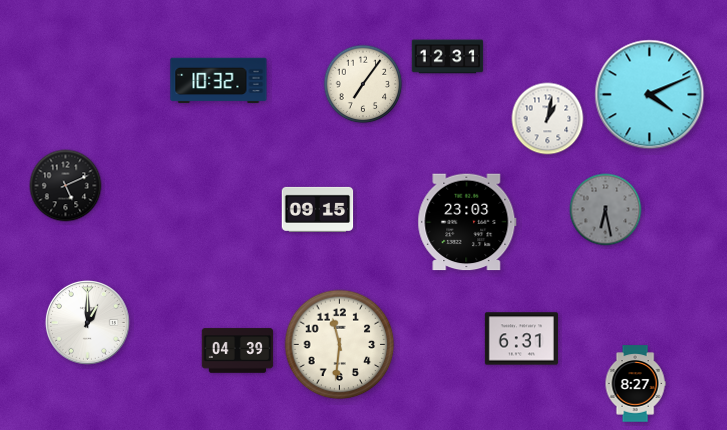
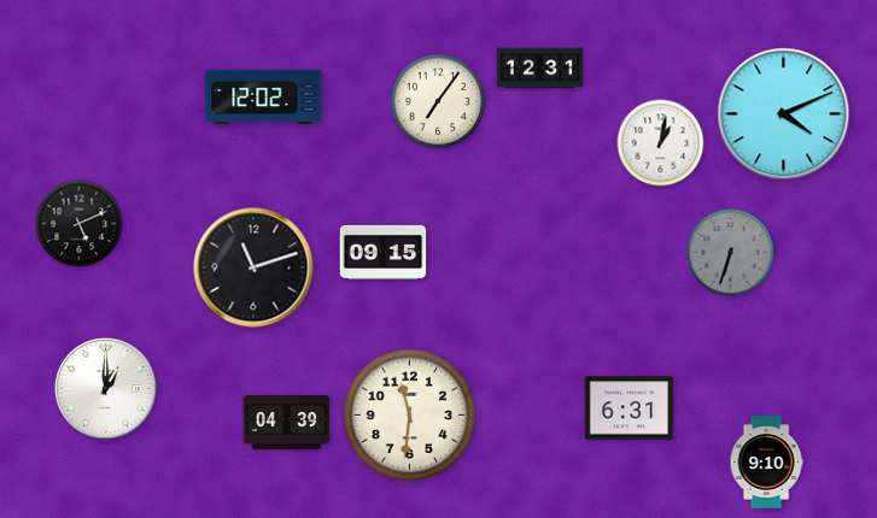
clock at (219, 81): 10:32 -> 12:02
clock at (606, 210): 6:28 -> 6:33
clock at (253, 267): none -> 11:12
clock at (467, 222): 23:03 -> none
clock at (635, 384): 8:27 -> 9:10
